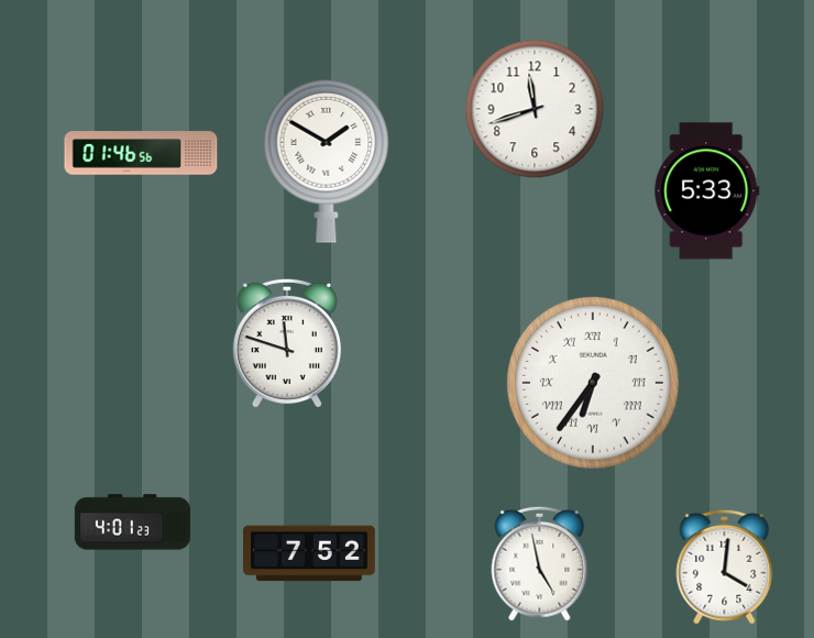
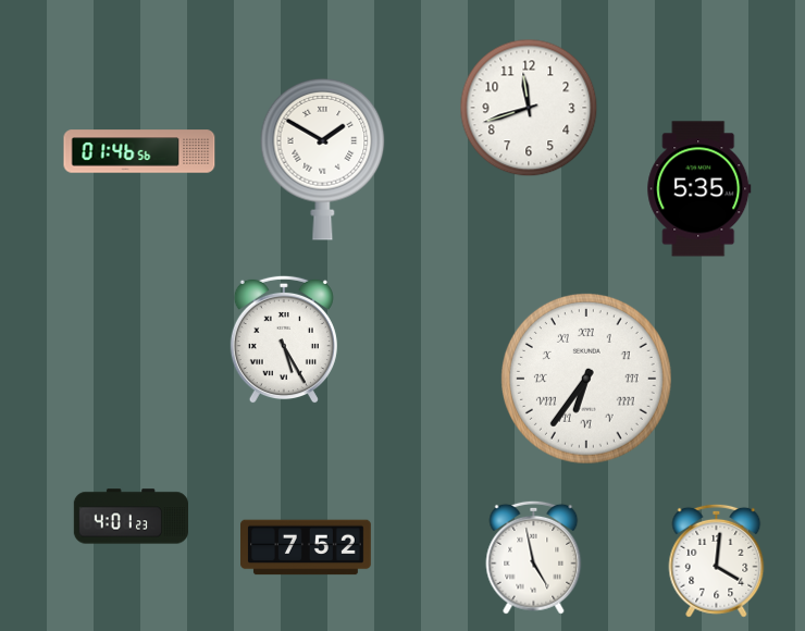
clock at (707, 191): 5:33 -> 5:35
clock at (287, 343): 11:48 -> 5:25
